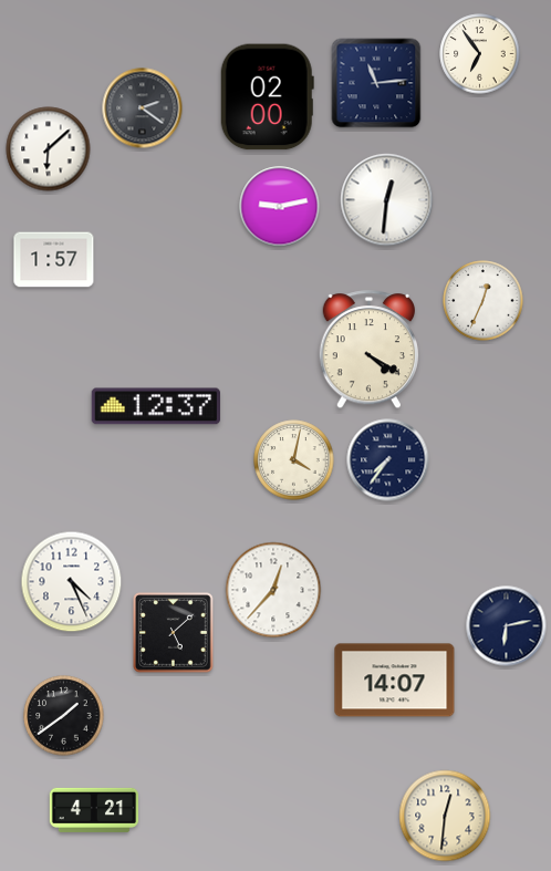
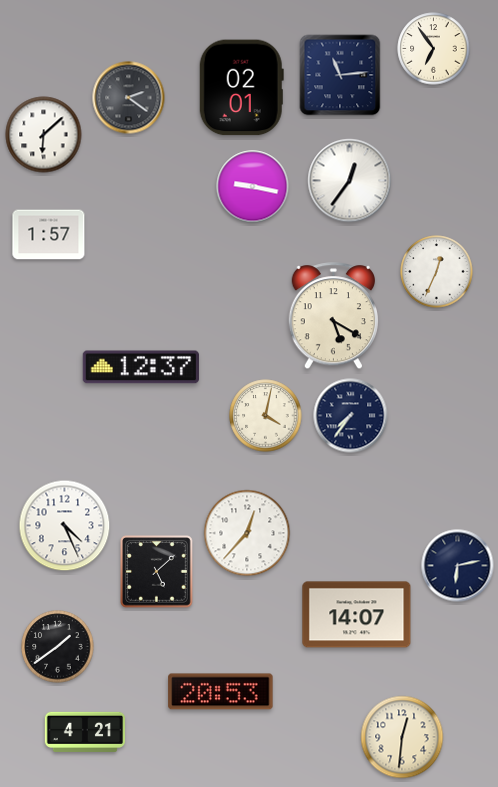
clock at (267, 97): 02:00 -> 02:01
clock at (387, 200): 12:31 -> 12:36
clock at (280, 207): 9:13 -> 9:17
clock at (368, 350): 4:20 -> 5:20
clock at (221, 692): none -> 20:53
